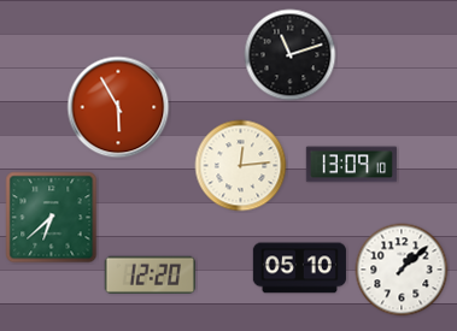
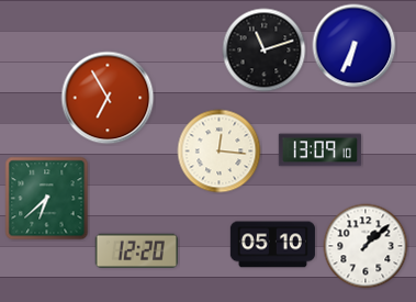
clock at (355, 46): none -> 6:34
clock at (118, 107): 5:55 -> 6:55
clock at (241, 166): 12:14 -> 12:16
